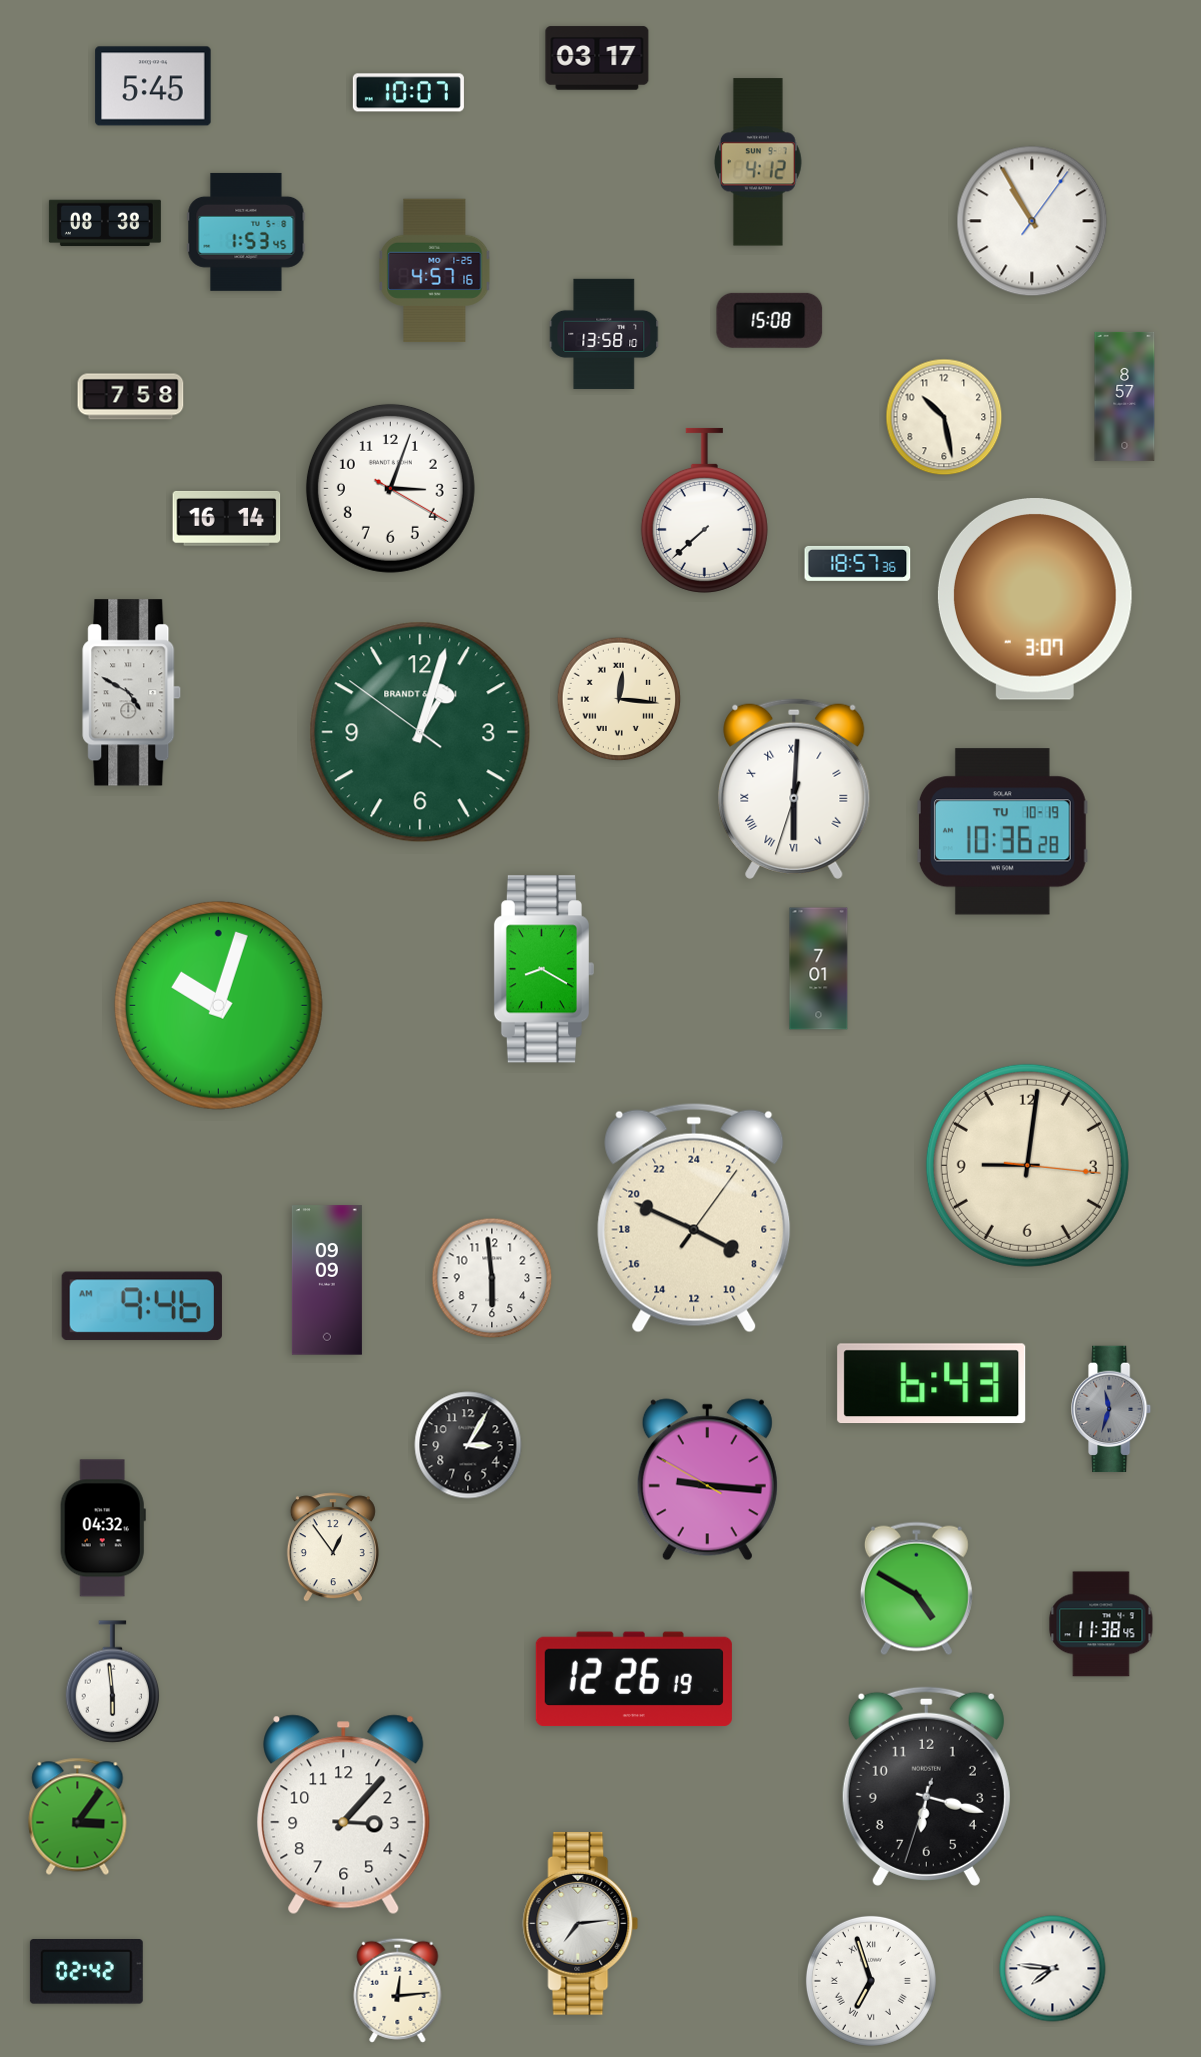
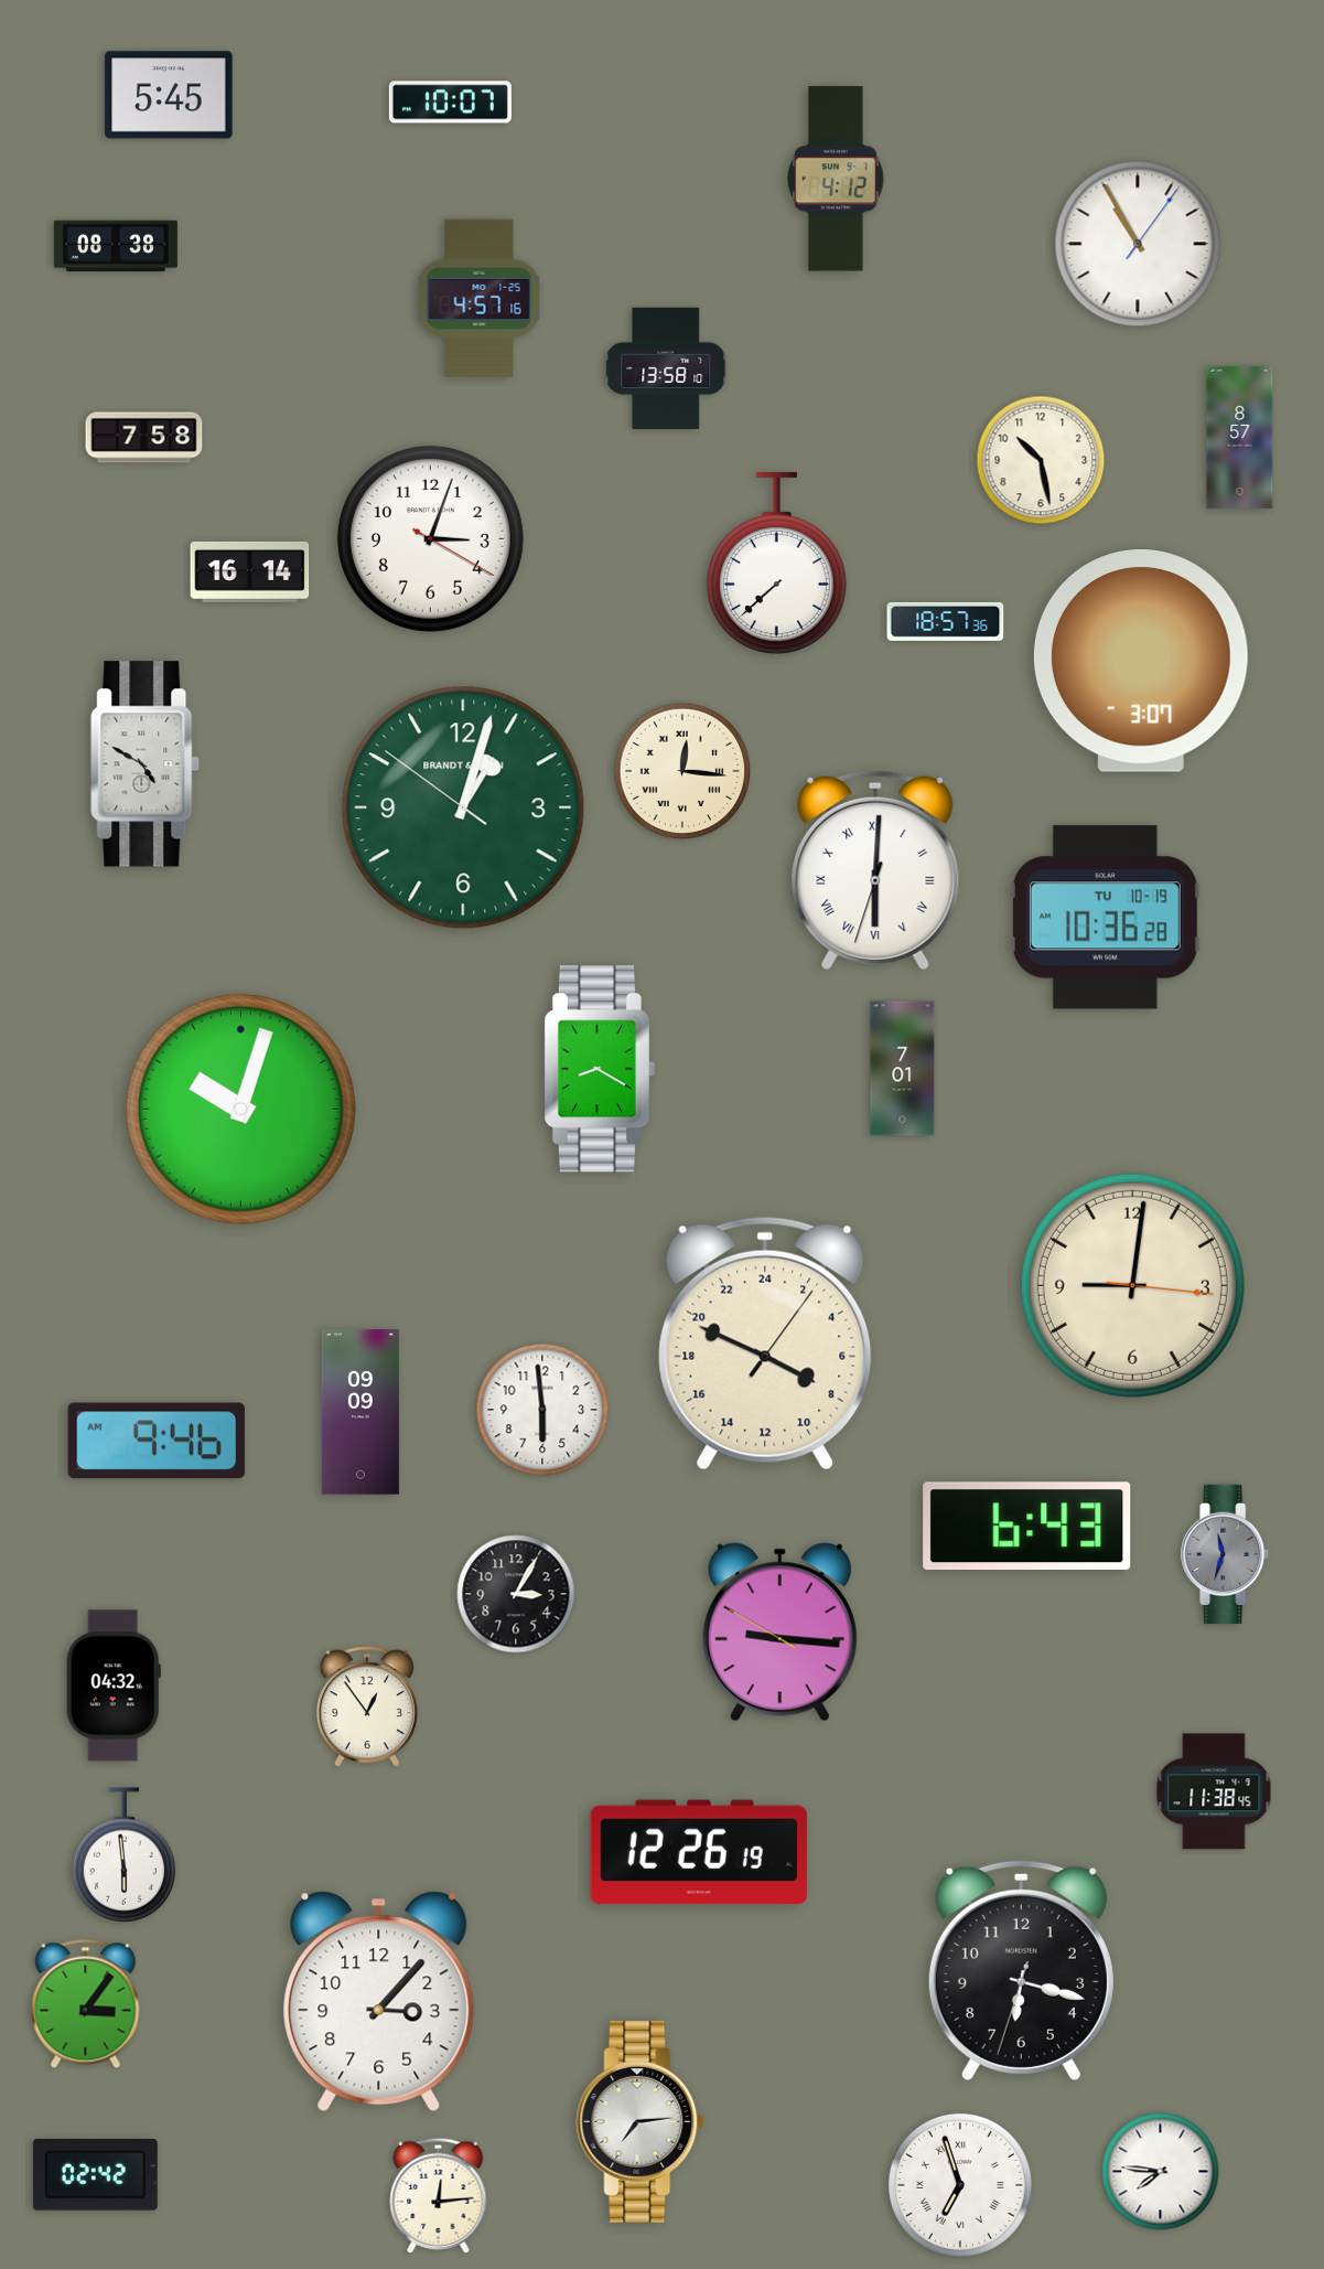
clock at (597, 58): 03:17 -> none
clock at (246, 232): 1:53 -> none
clock at (770, 320): 15:08 -> none
clock at (916, 1589): 4:50 -> none
